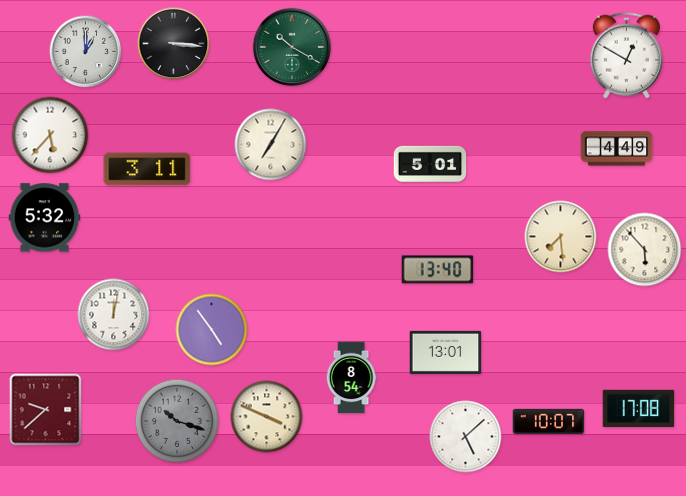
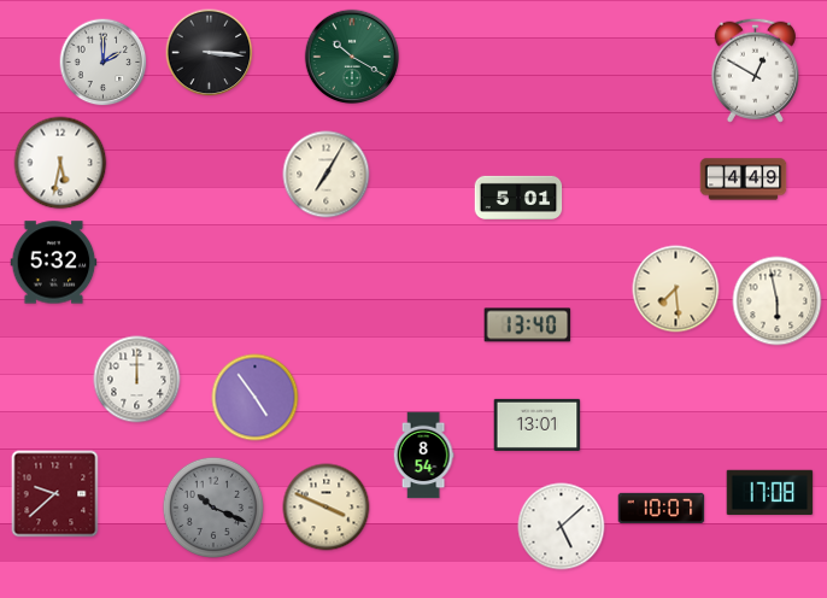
clock at (86, 52): 1:00 -> 2:00
clock at (626, 55) position: (626, 55) -> (755, 70)
clock at (50, 135): 5:37 -> 5:32
clock at (147, 169): 3:11 -> none
clock at (561, 237) position: (561, 237) -> (676, 289)
clock at (645, 250): 5:53 -> 5:58
clock at (114, 315): 12:02 -> 12:00
clock at (267, 417) position: (267, 417) -> (327, 508)
clock at (176, 420): 10:18 -> 10:19
